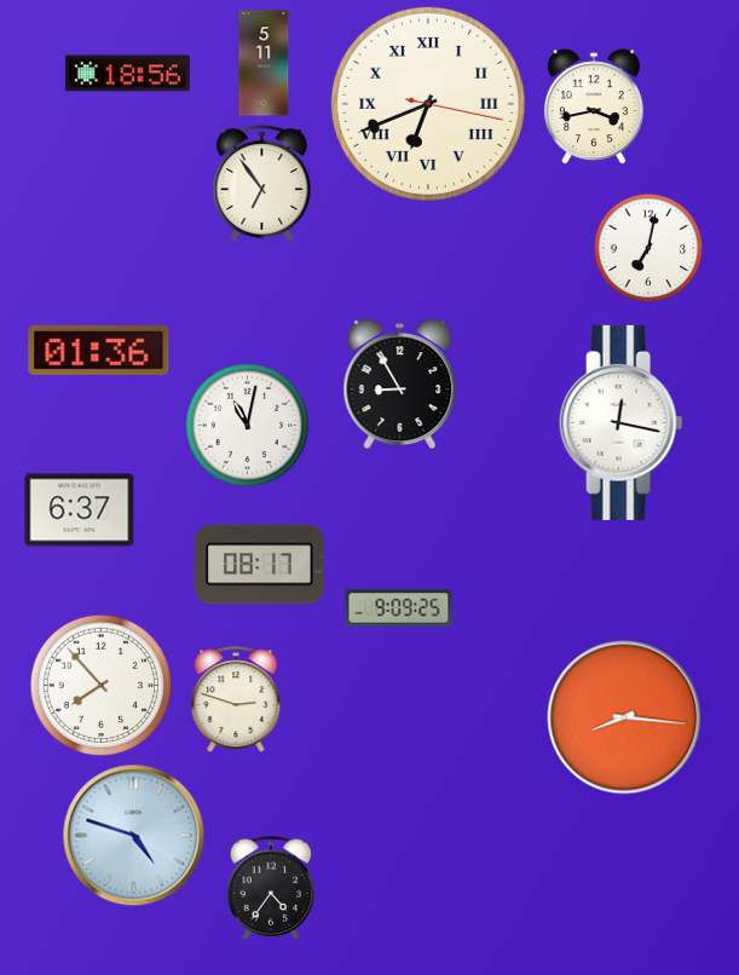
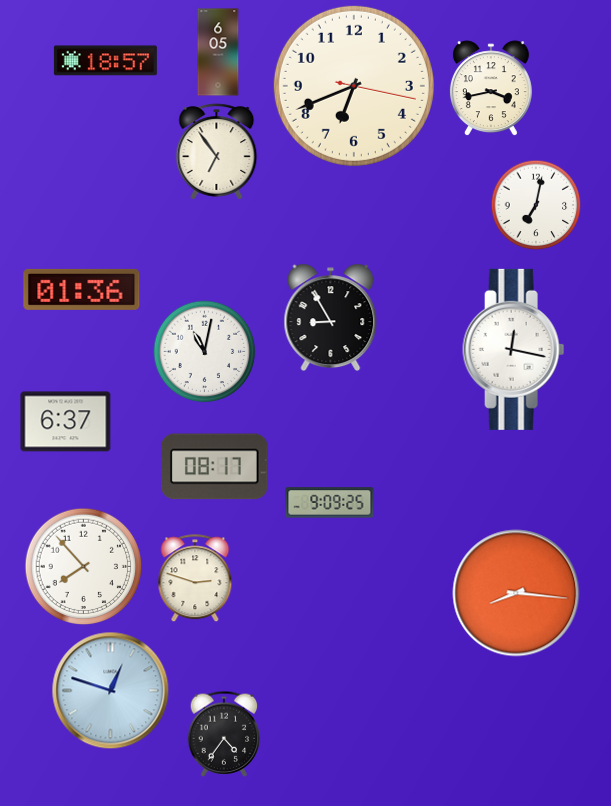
clock at (264, 63): 5:11 -> 6:05
clock at (127, 74): 18:56 -> 18:57
clock at (428, 104) numerals: Roman -> Arabic
clock at (134, 836): 4:48 -> 12:48
